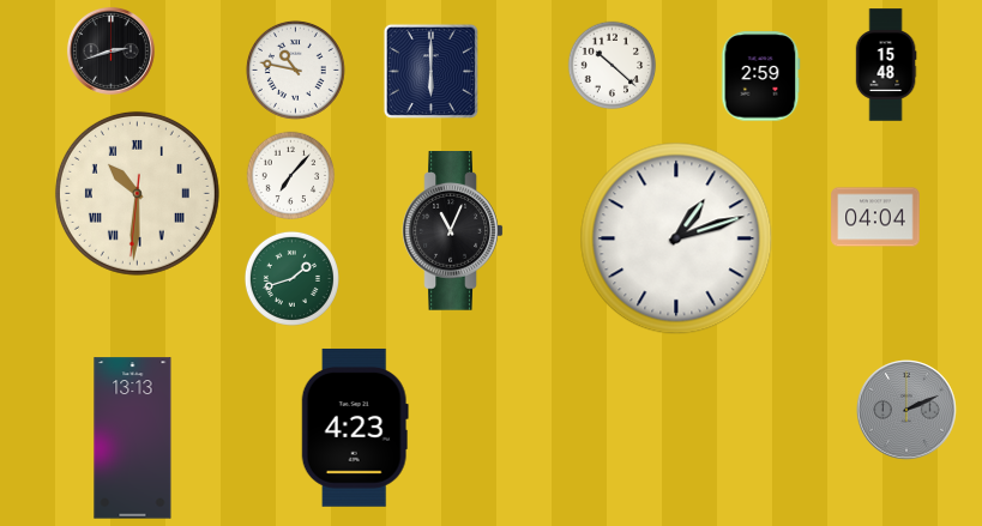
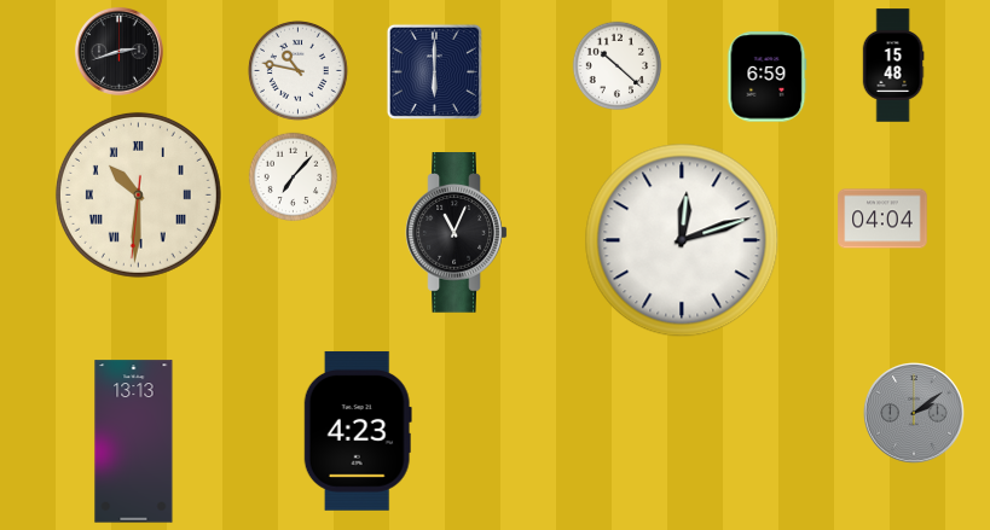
clock at (110, 50) position: (110, 50) -> (118, 51)
clock at (760, 77): 2:59 -> 6:59
clock at (676, 238): 1:12 -> 12:12
clock at (291, 278): 1:42 -> none
clock at (906, 410): 2:11 -> 2:09
